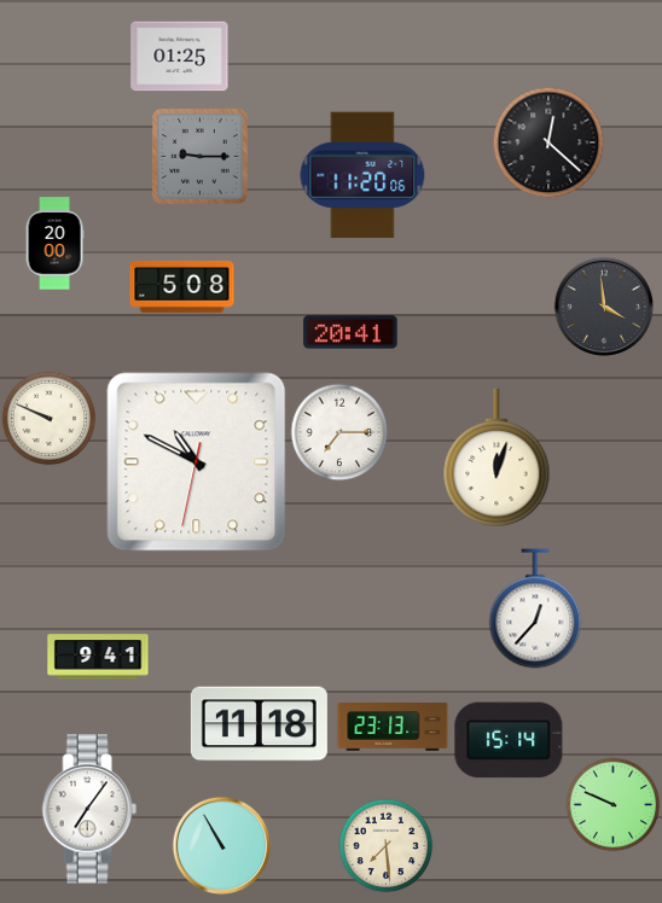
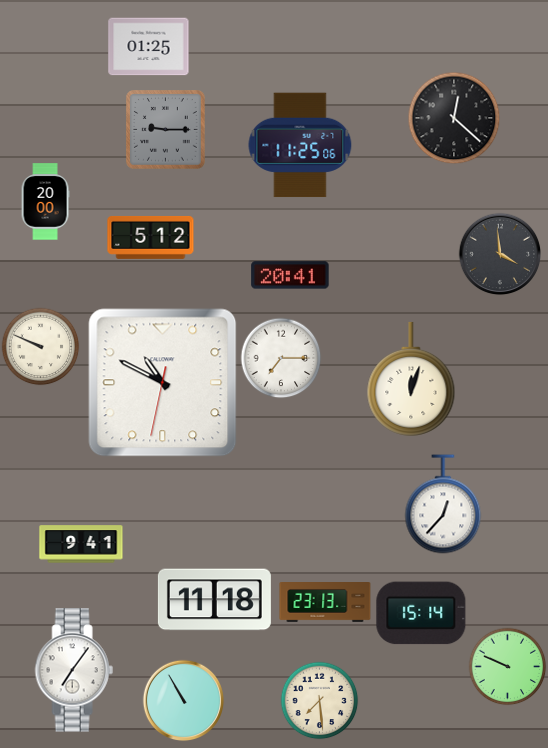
clock at (362, 175): 11:20 -> 11:25
clock at (182, 286): 5:08 -> 5:12
